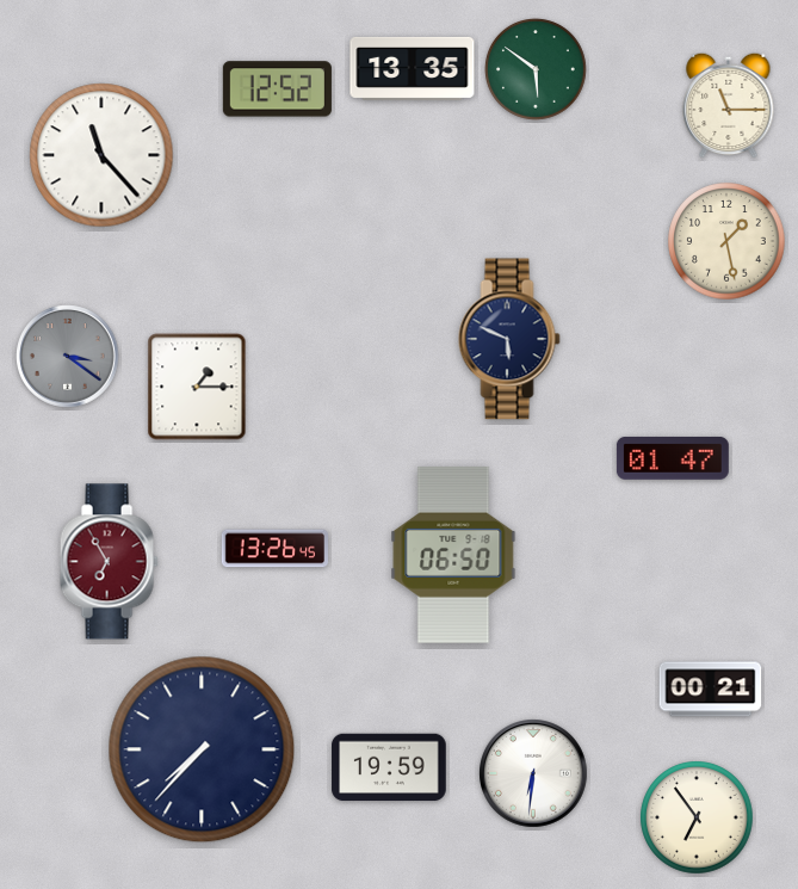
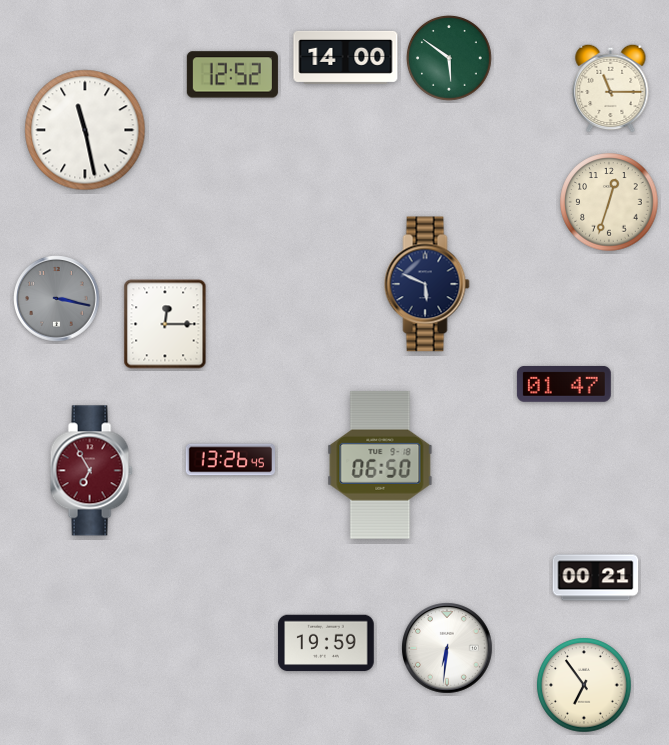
clock at (413, 68): 13:35 -> 14:00
clock at (101, 155): 11:23 -> 11:28
clock at (726, 241): 1:28 -> 12:33
clock at (68, 357): 3:21 -> 3:17
clock at (197, 387): 1:15 -> 12:15
clock at (202, 749): 7:37 -> none
